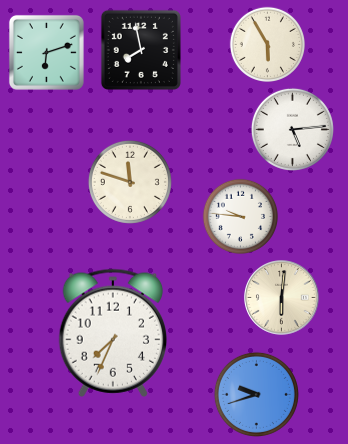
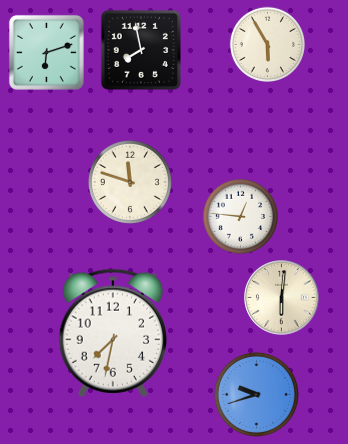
clock at (292, 129): 5:14 -> none
clock at (240, 216): 9:46 -> 12:46
clock at (112, 333): 7:34 -> 7:32
